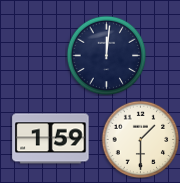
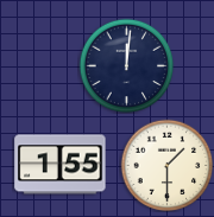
clock at (51, 139): 1:59 -> 1:55
